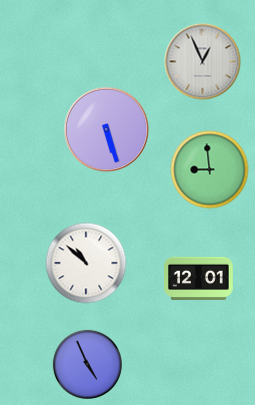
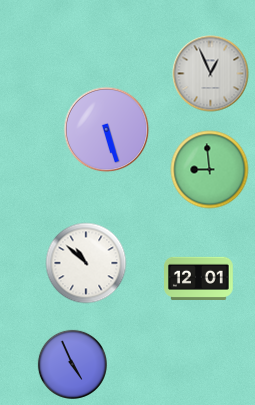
clock at (203, 62) position: (203, 62) -> (211, 74)
clock at (87, 364) position: (87, 364) -> (72, 364)
